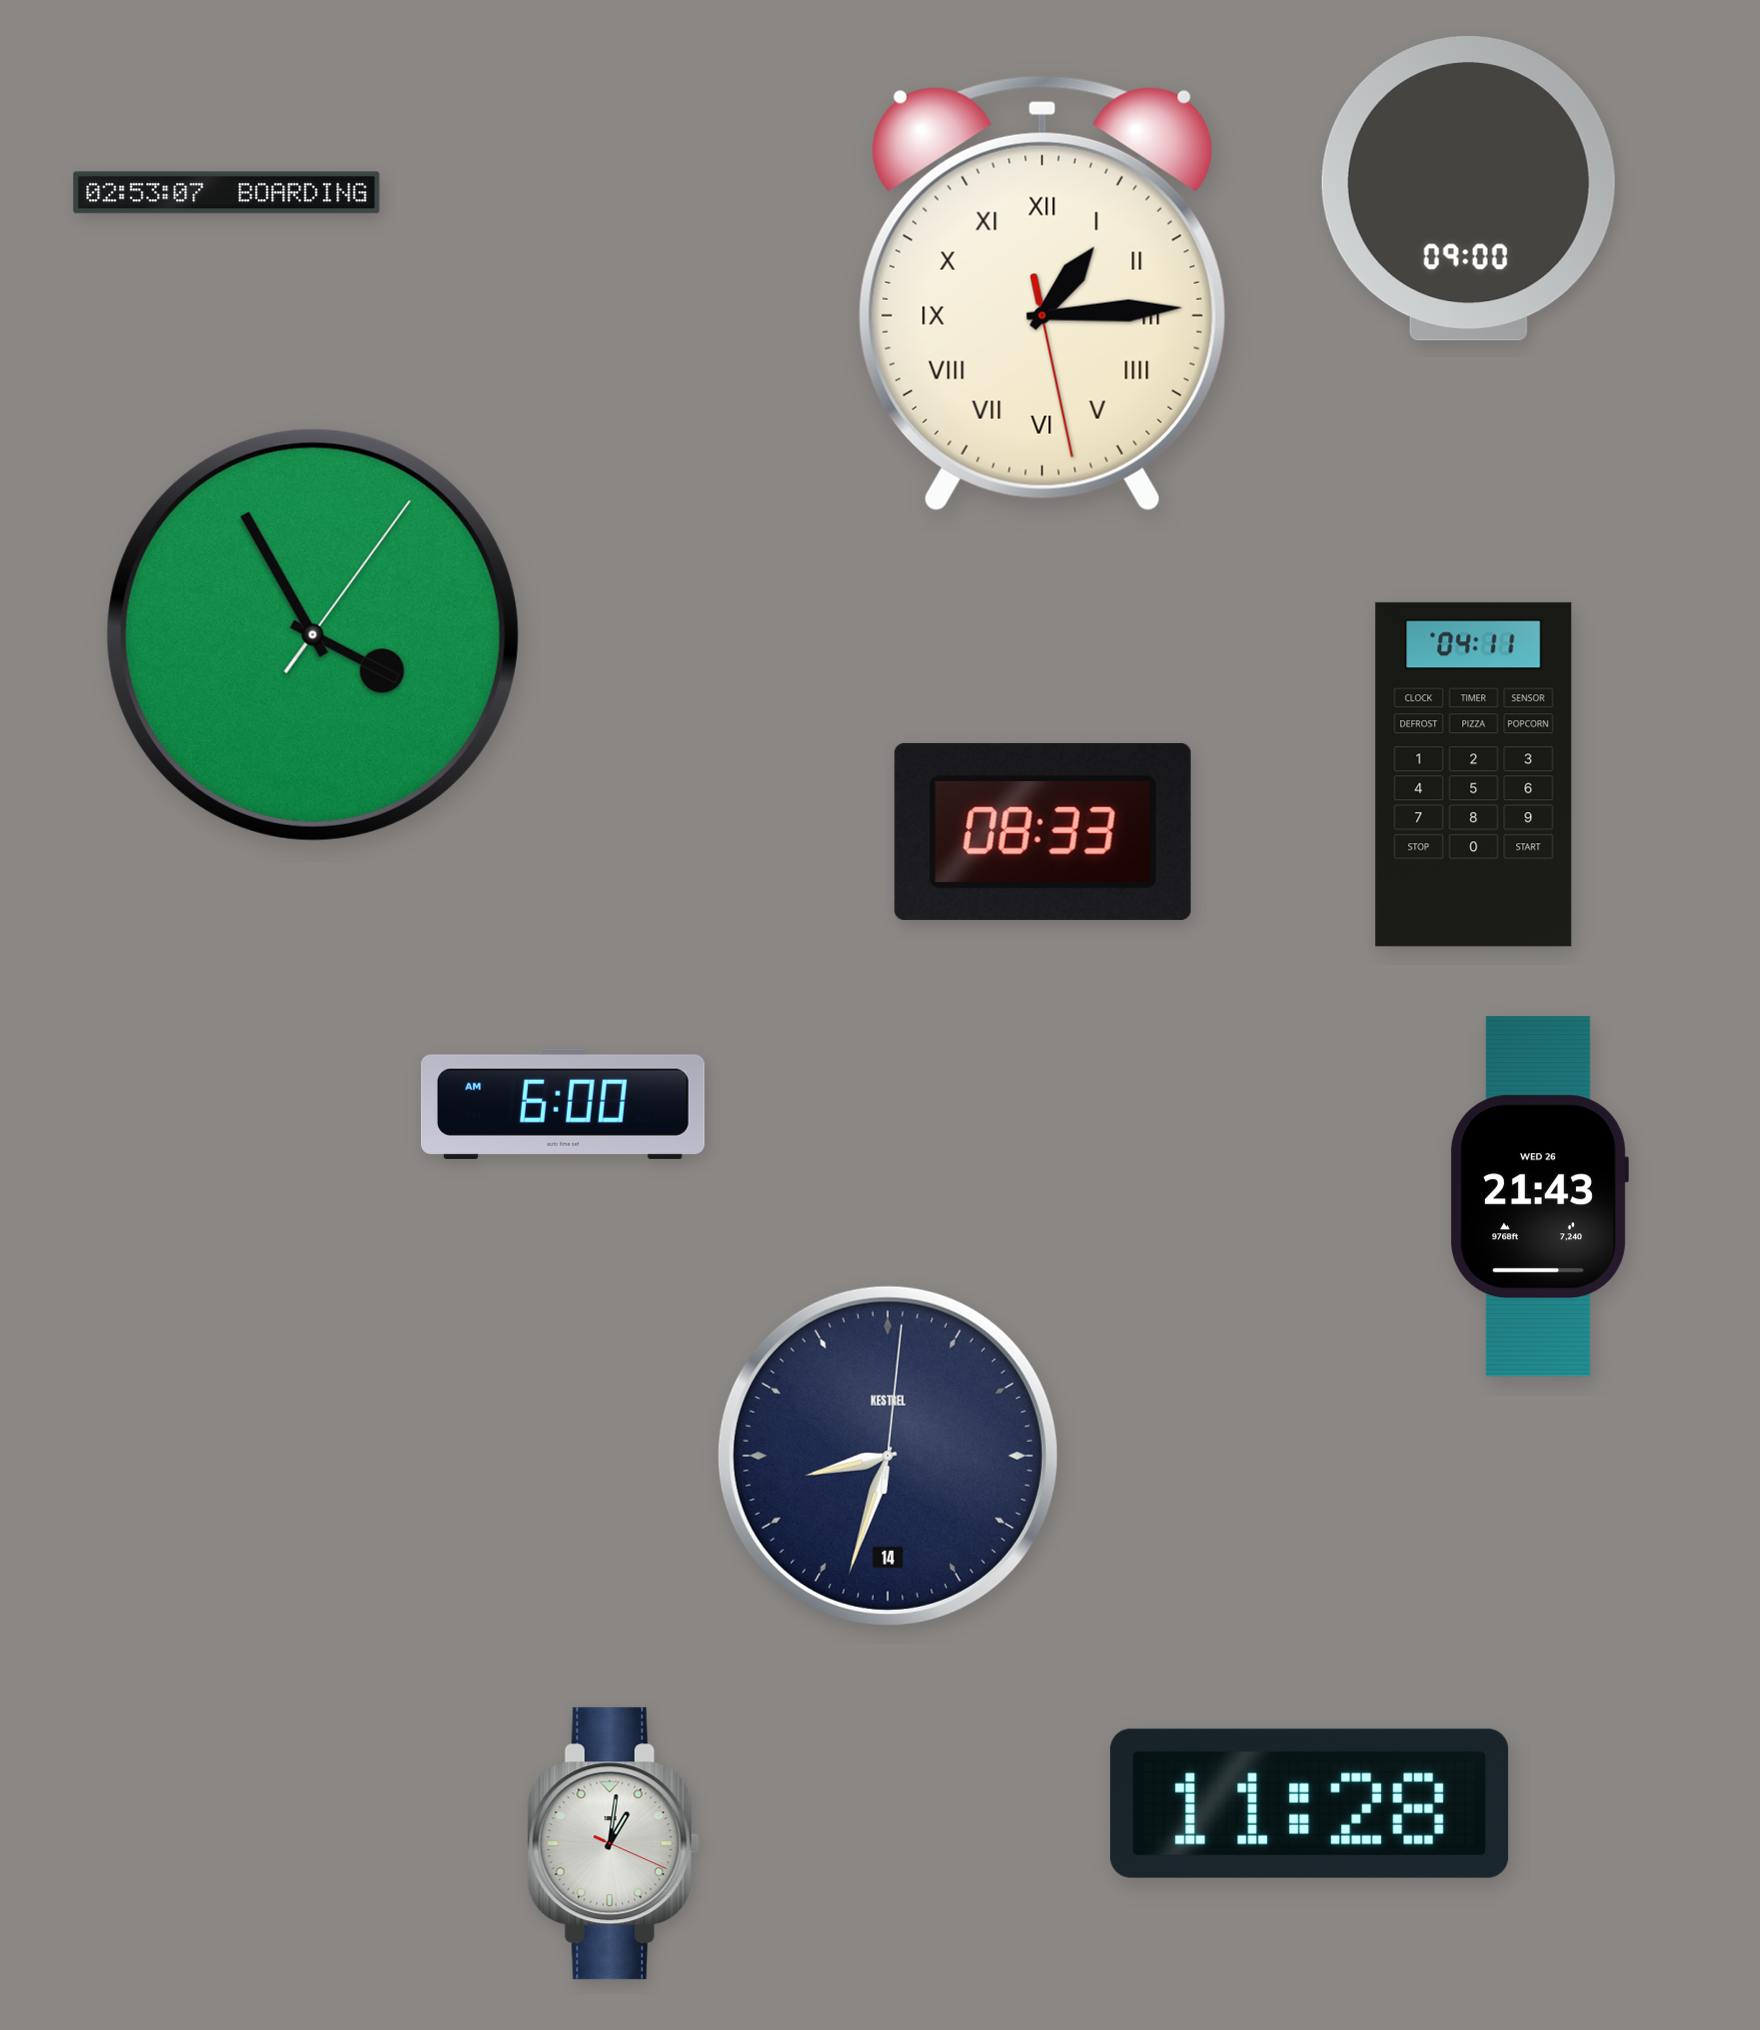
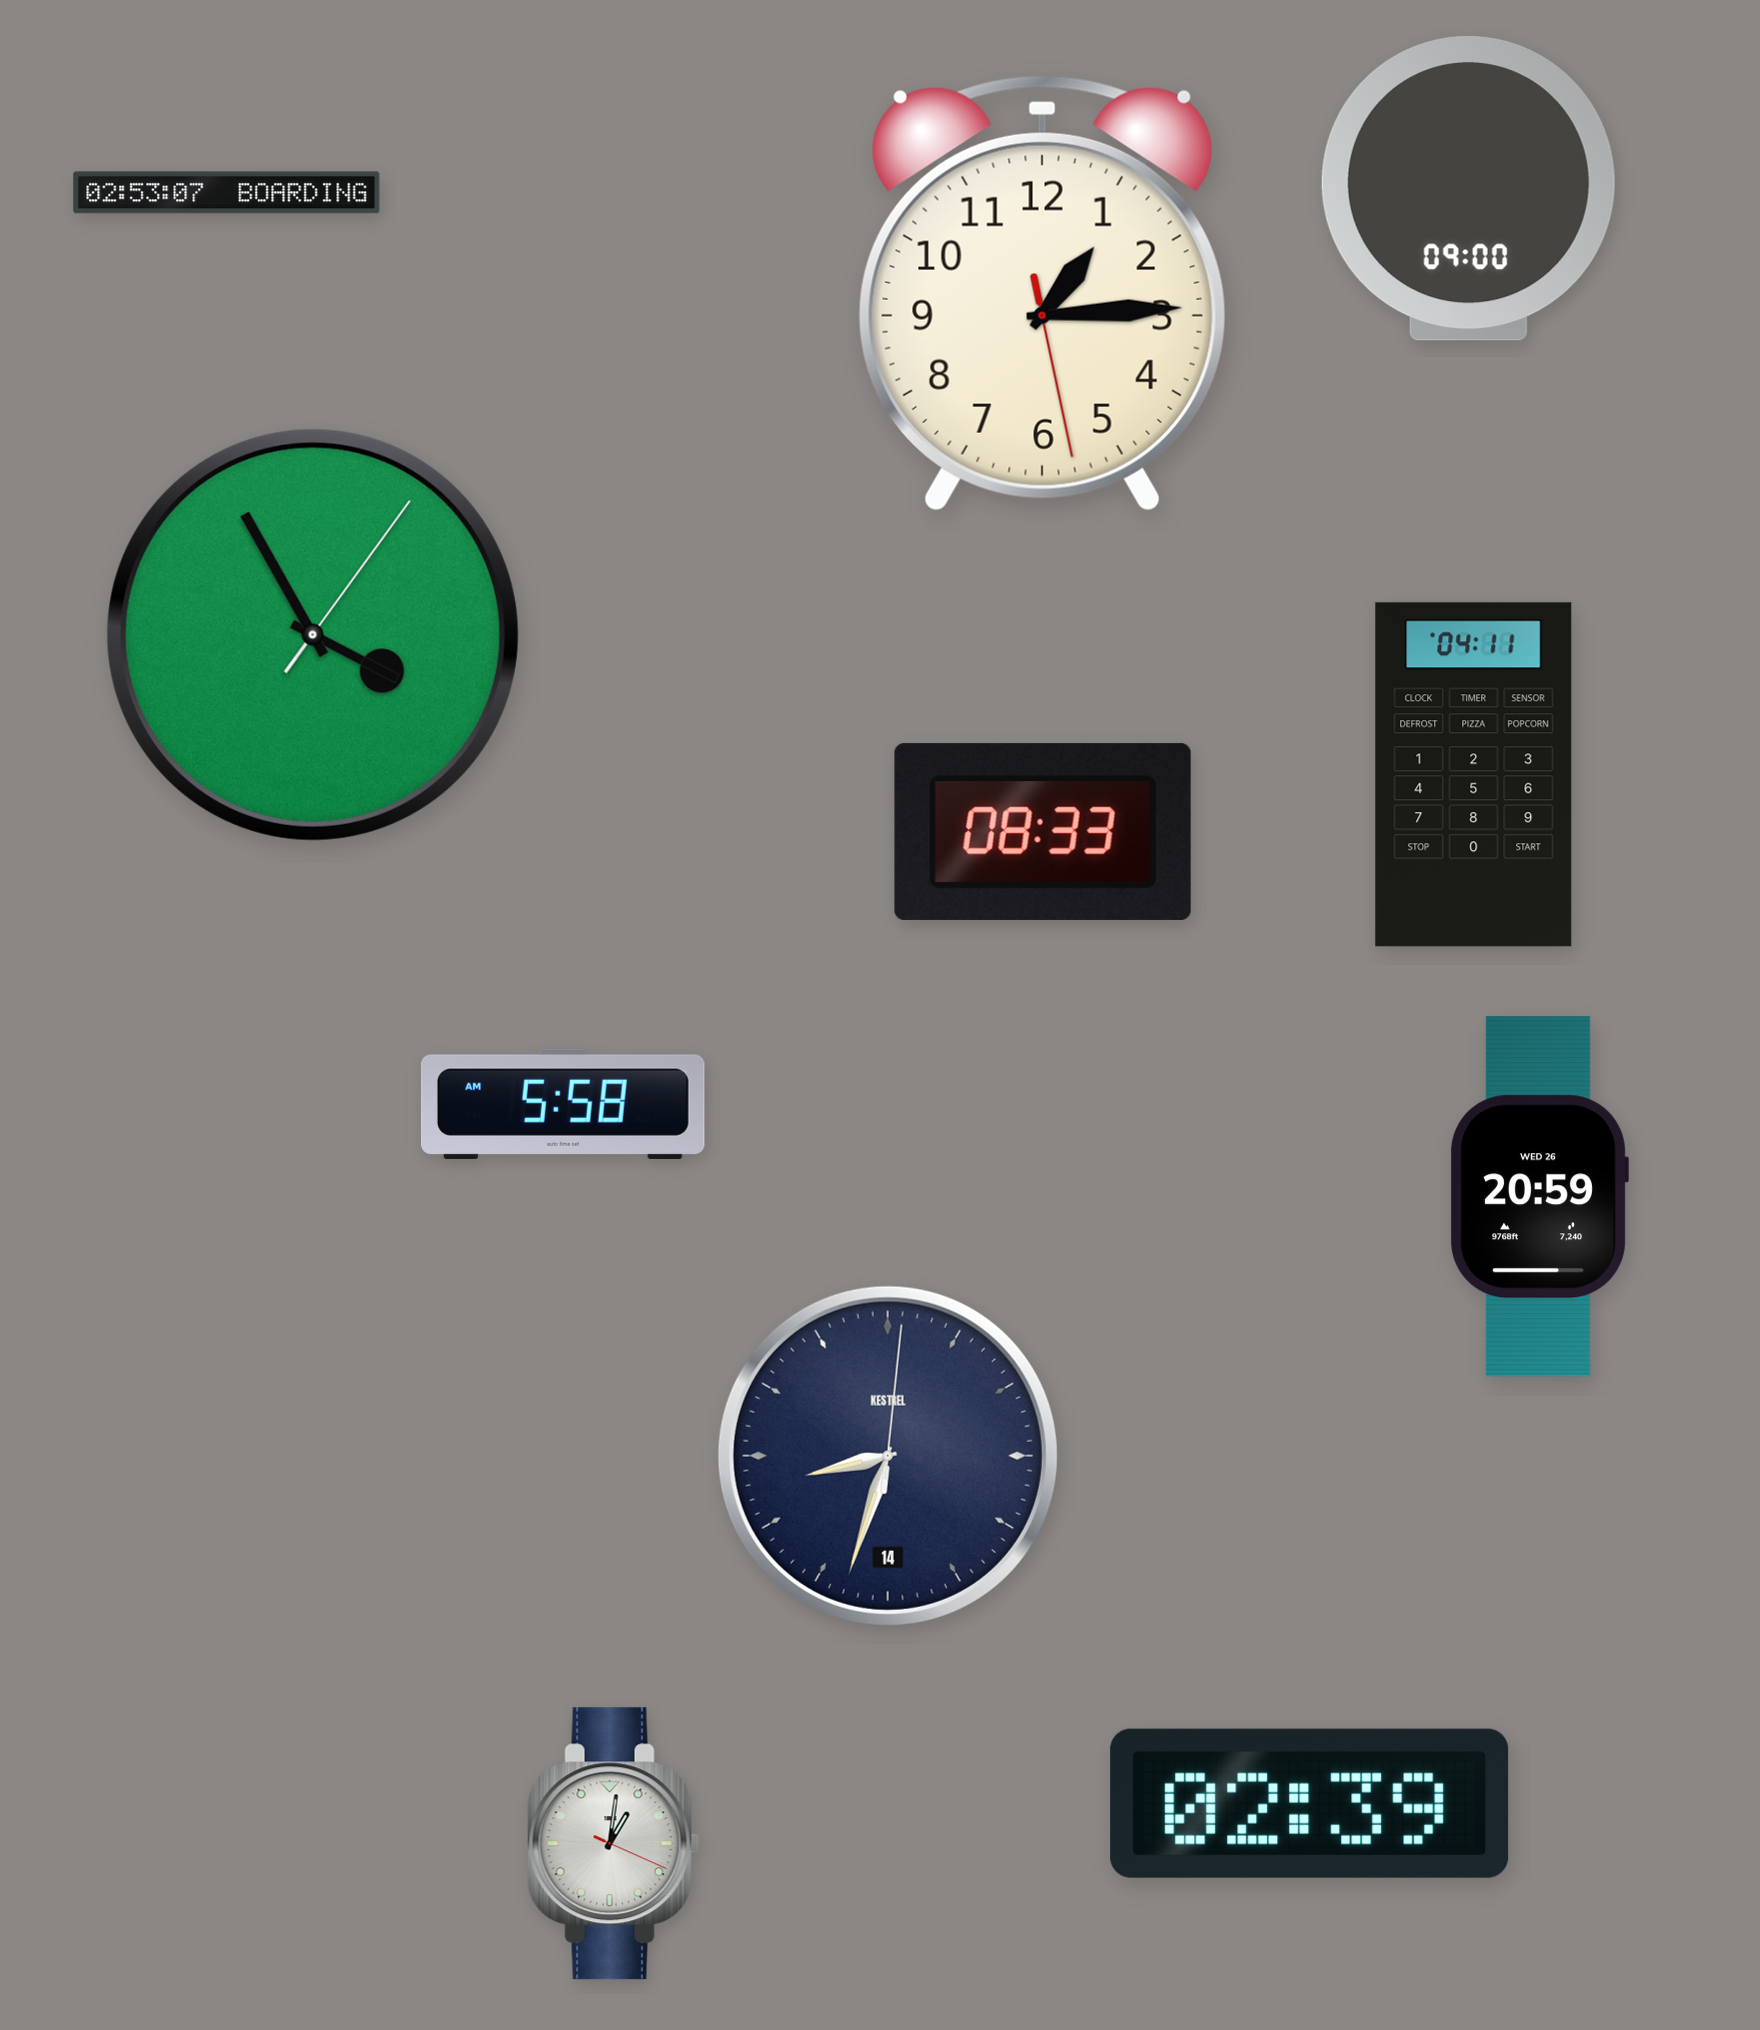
clock at (1042, 293) numerals: Roman -> Arabic
clock at (563, 1104): 6:00 -> 5:58
clock at (1539, 1197): 21:43 -> 20:59
clock at (1310, 1803): 11:28 -> 02:39
